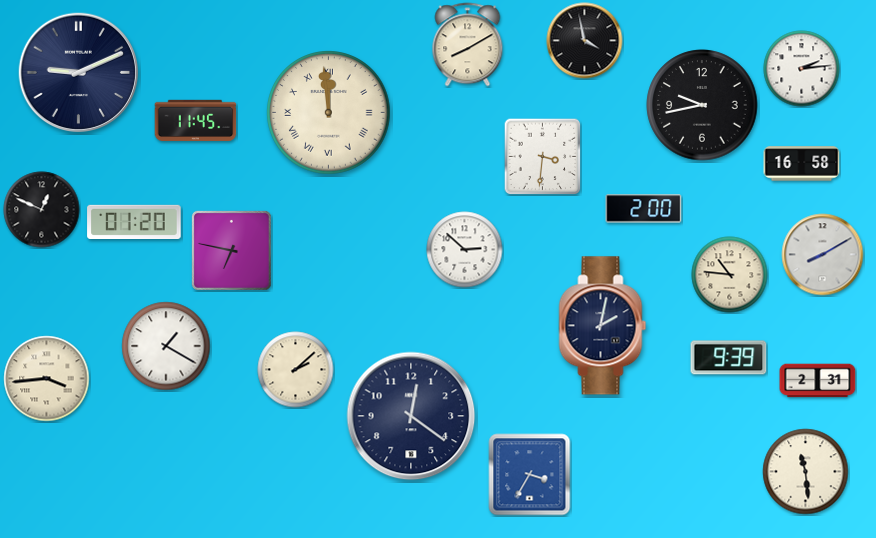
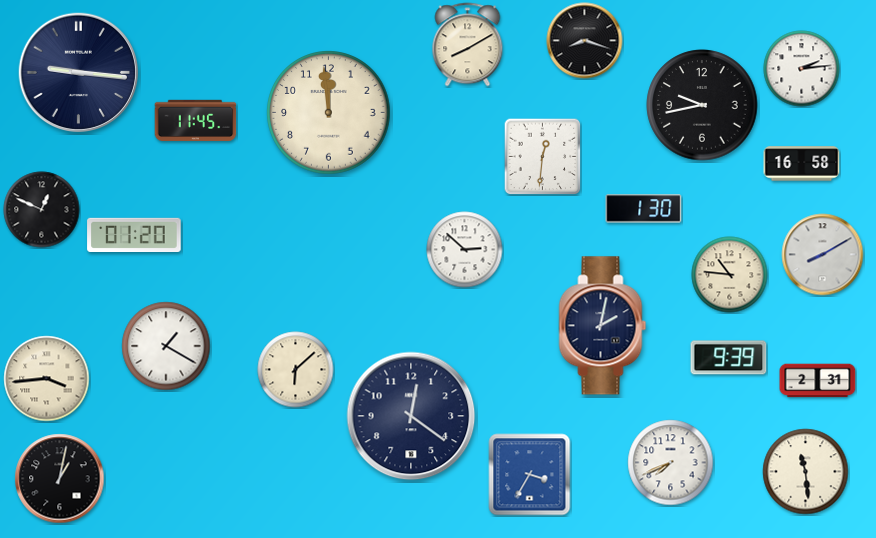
clock at (585, 41): 3:58 -> 8:18
clock at (79, 73): 9:11 -> 9:16
clock at (329, 113) numerals: Roman -> Arabic
clock at (542, 156): 3:31 -> 12:31
clock at (644, 209): 2:00 -> 1:30
clock at (134, 221) position: (134, 221) -> (134, 234)
clock at (231, 250): 6:47 -> none
clock at (296, 370): 2:08 -> 6:08
clock at (671, 463): none -> 7:41
clock at (60, 479): none -> 1:02
